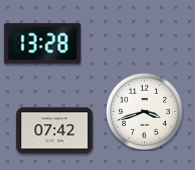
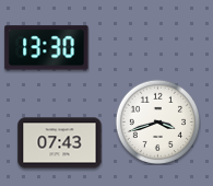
clock at (43, 44): 13:28 -> 13:30
clock at (55, 131): 07:42 -> 07:43
